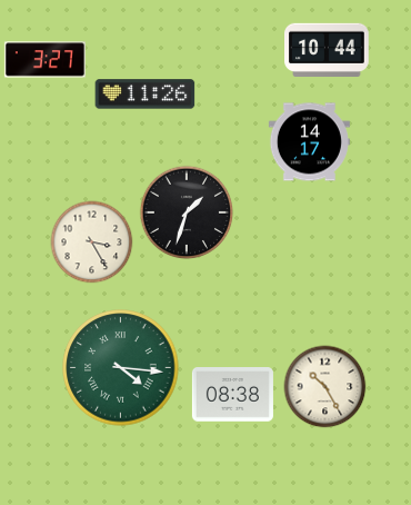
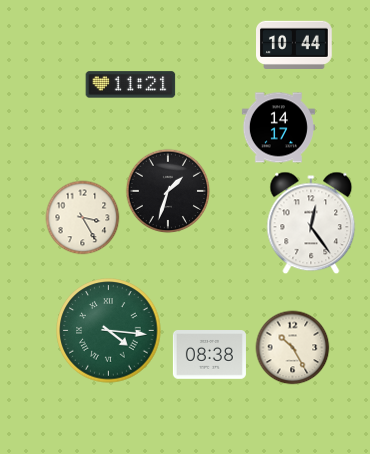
clock at (44, 60): 3:27 -> none
clock at (146, 95): 11:26 -> 11:21
clock at (311, 223): none -> 12:24
